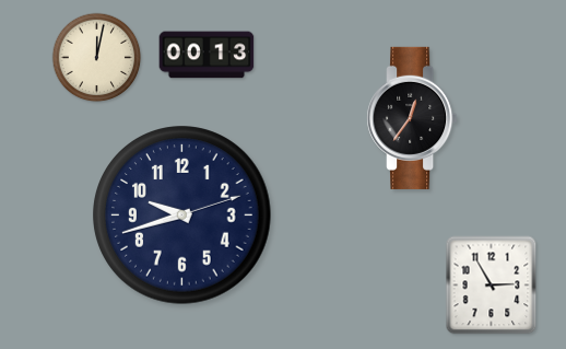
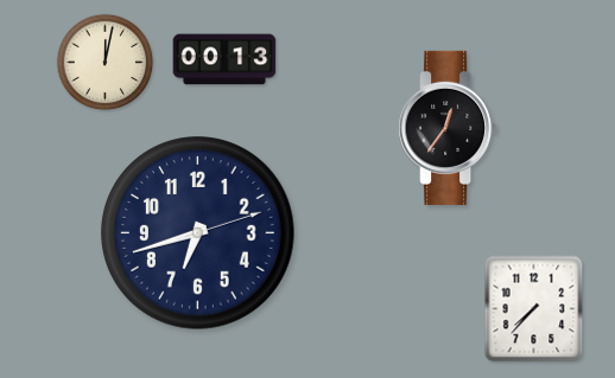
clock at (182, 216): 9:42 -> 6:42
clock at (492, 286): 2:55 -> 7:37
